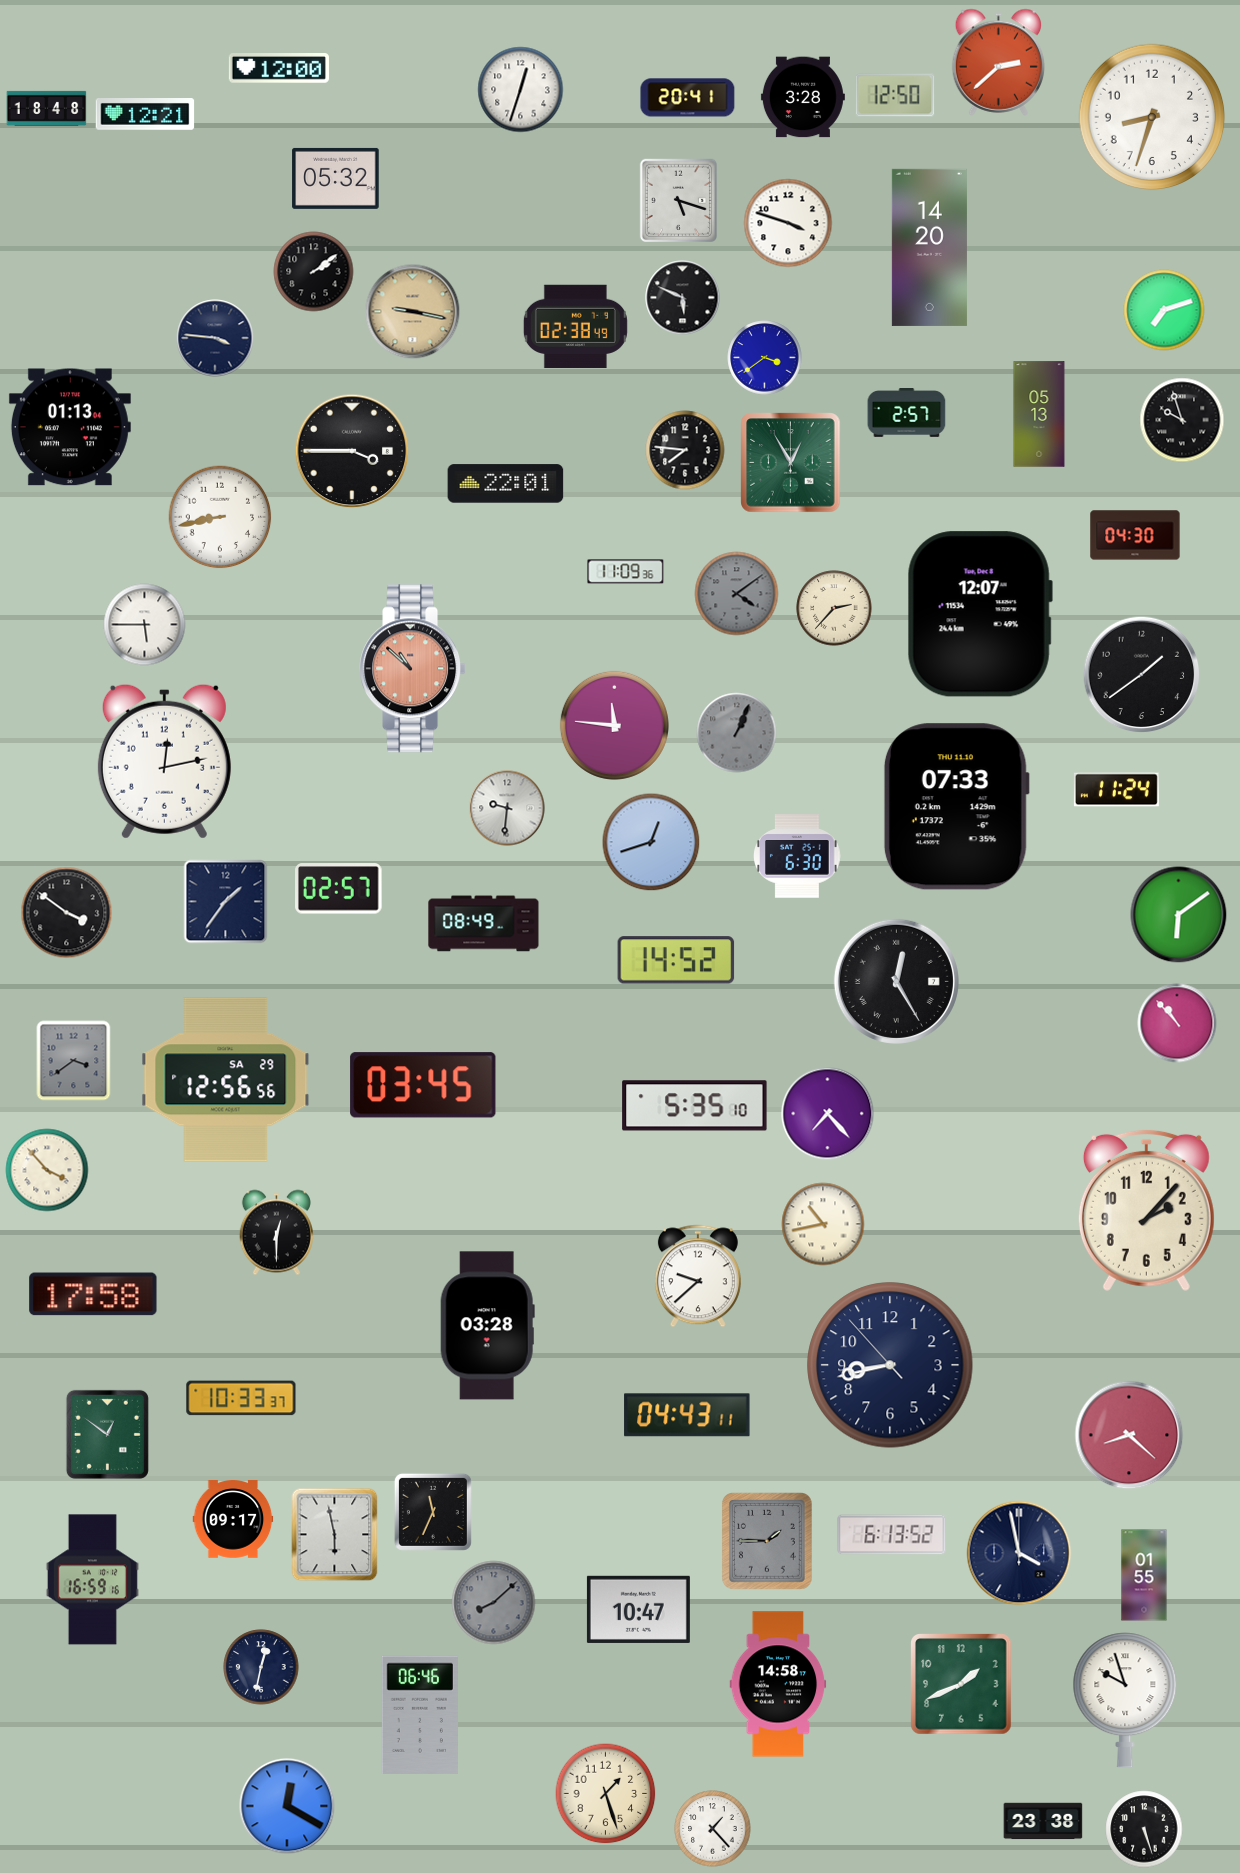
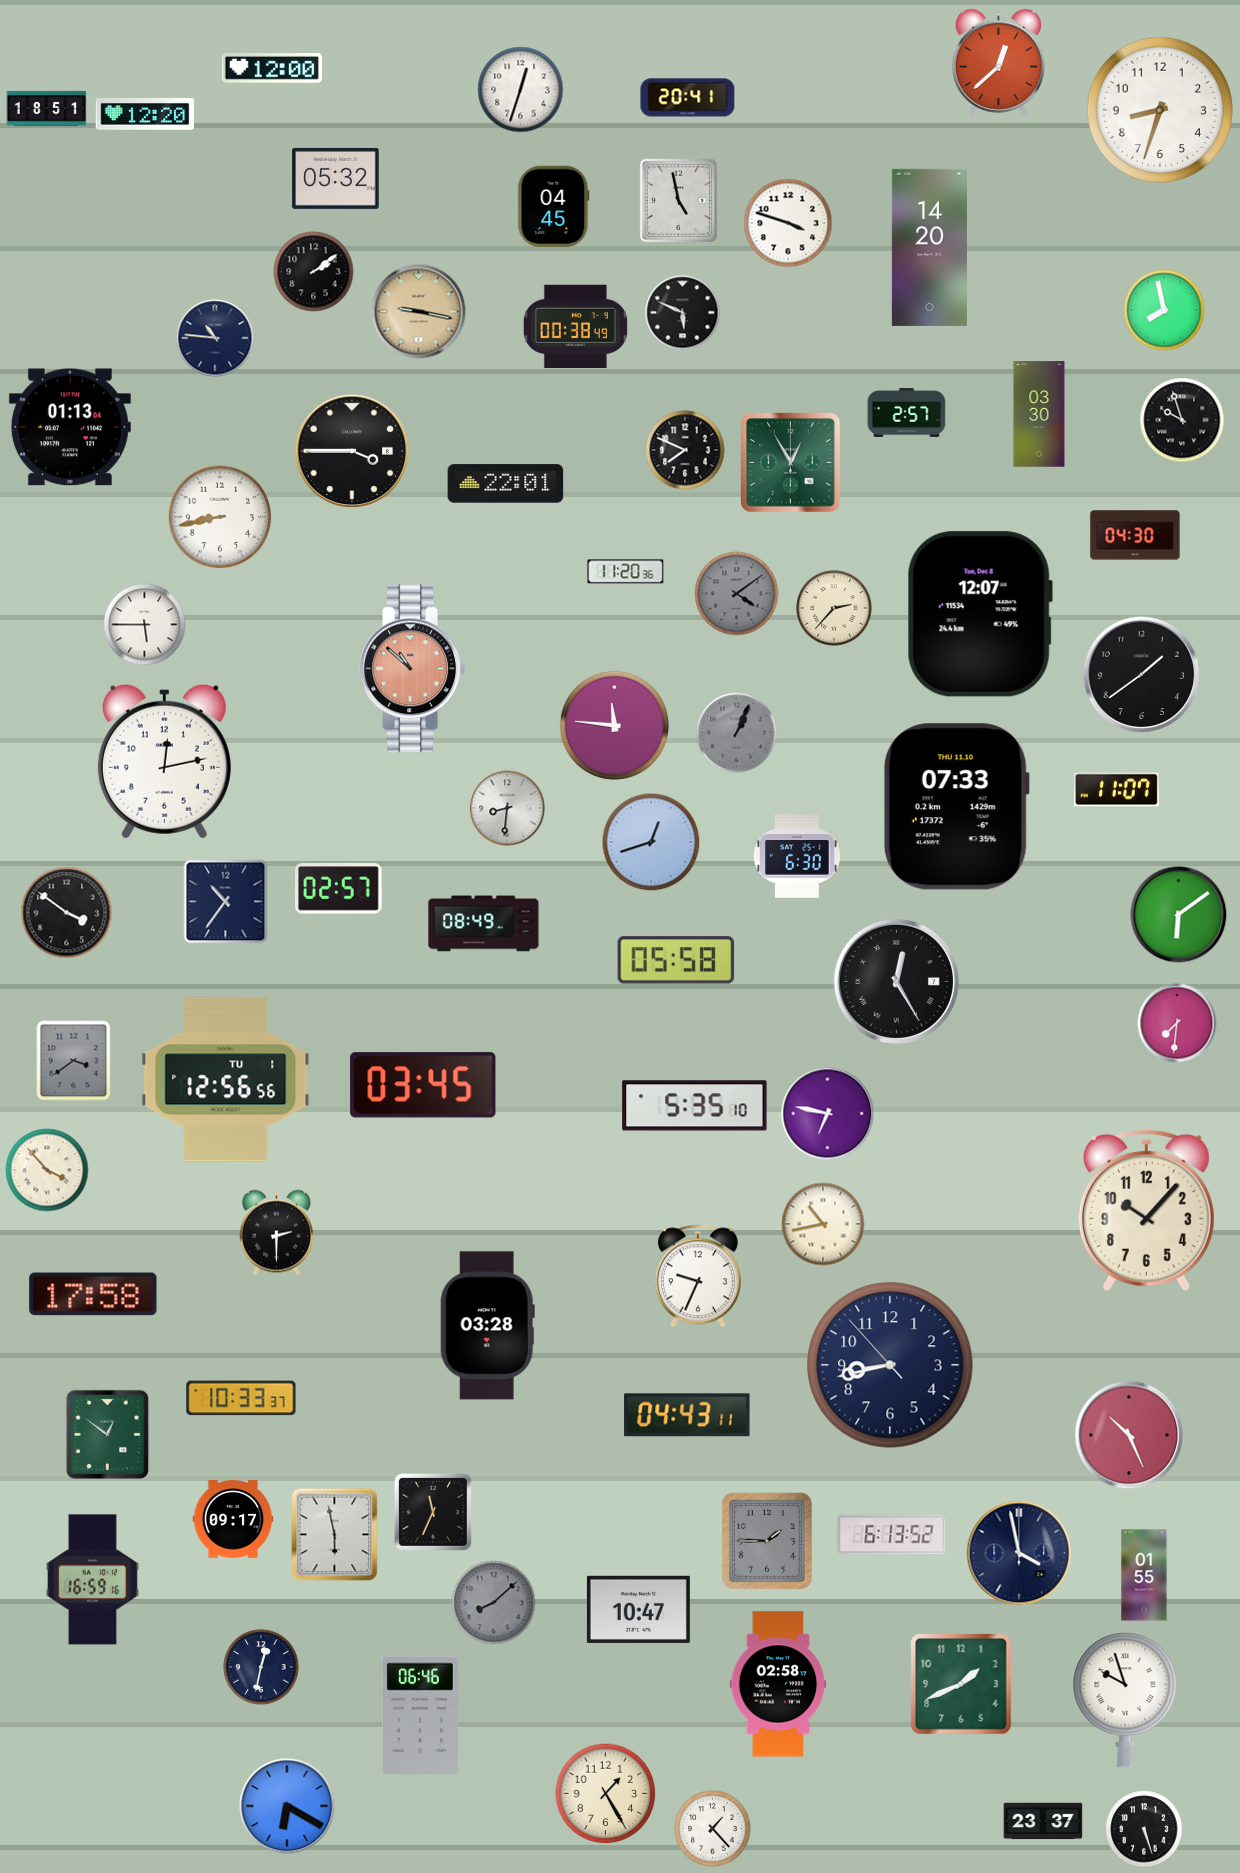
clock at (999, 62): 2:38 -> 12:38
clock at (279, 69) position: (279, 69) -> (272, 69)
clock at (895, 95): 12:50 -> none
clock at (803, 97): 3:28 -> none
clock at (47, 108): 18:48 -> 18:51
clock at (145, 115): 12:21 -> 12:20
clock at (1152, 117) position: (1152, 117) -> (1160, 110)
clock at (678, 200): 5:18 -> 4:58
clock at (554, 207): none -> 04:45
clock at (683, 298) position: (683, 298) -> (683, 313)
clock at (1164, 310): 7:12 -> 7:58
clock at (413, 312) position: (413, 312) -> (419, 312)
clock at (575, 327): 02:38 -> 00:38
clock at (215, 338): 3:46 -> 10:46
clock at (765, 358): 3:39 -> none
clock at (1039, 414): 05:13 -> 03:30
clock at (685, 450): 7:46 -> 7:49
clock at (626, 572): 11:09 -> 11:20
clock at (1116, 790): 11:24 -> 11:07
clock at (507, 808): 9:31 -> 8:31
clock at (226, 902): 1:36 -> 10:36
clock at (676, 960): 14:52 -> 05:58
clock at (1177, 1023): 10:53 -> 7:31
clock at (226, 1080) date: SA 29 -> TU 1
clock at (828, 1114): 7:23 -> 6:47
clock at (1146, 1210): 2:07 -> 10:07
clock at (276, 1233): 12:30 -> 2:30
clock at (698, 1276): 9:38 -> 9:34
clock at (1129, 1435): 8:22 -> 10:26
clock at (778, 1684): 14:58 -> 02:58
clock at (606, 1794): 1:27 -> 1:25
clock at (287, 1806): 12:20 -> 6:20
clock at (1043, 1821): 23:38 -> 23:37
